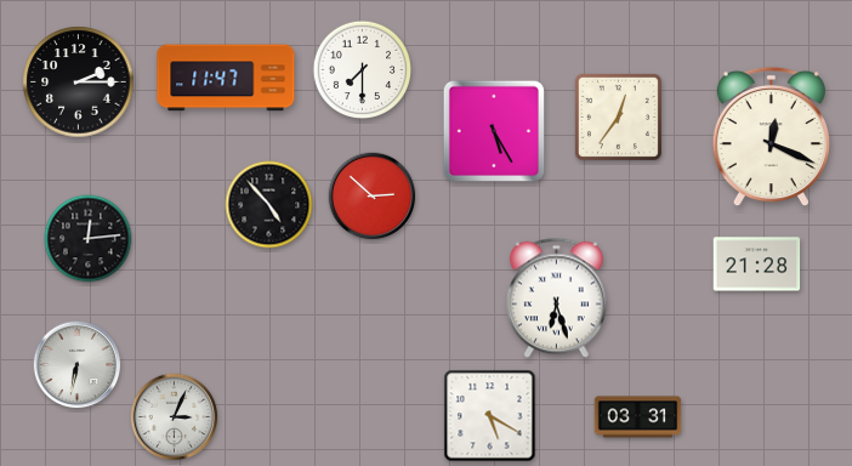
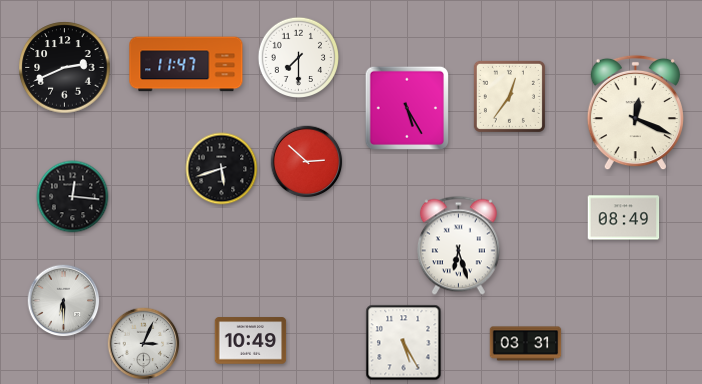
clock at (79, 83): 2:15 -> 2:41
clock at (269, 205): 4:53 -> 5:42
clock at (89, 239): 12:14 -> 12:16
clock at (757, 265): 21:28 -> 08:49
clock at (78, 365): 6:32 -> 6:30
clock at (251, 341): none -> 10:49
clock at (490, 416): 5:20 -> 5:25
